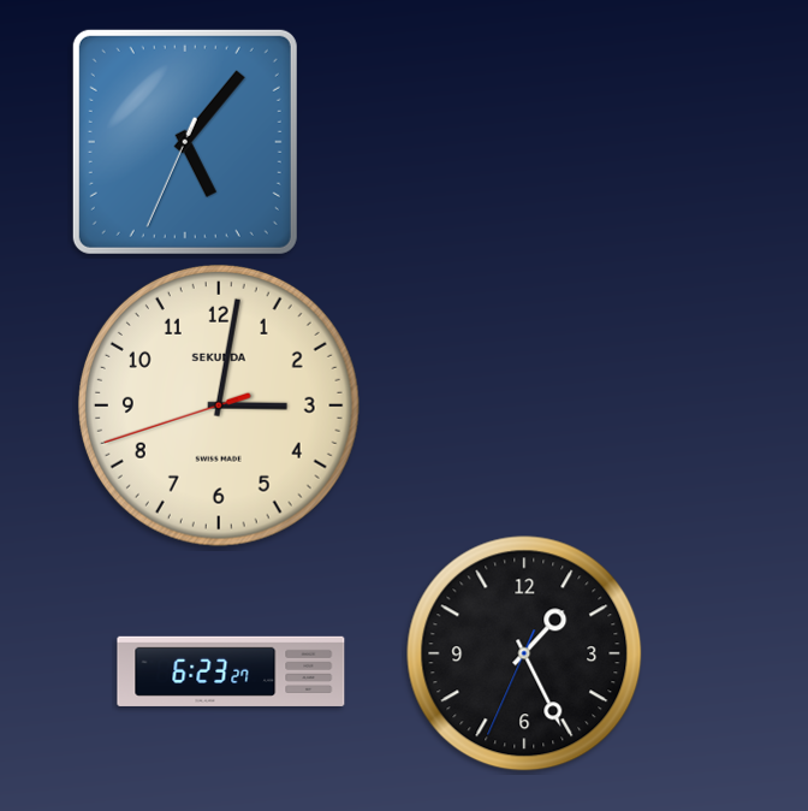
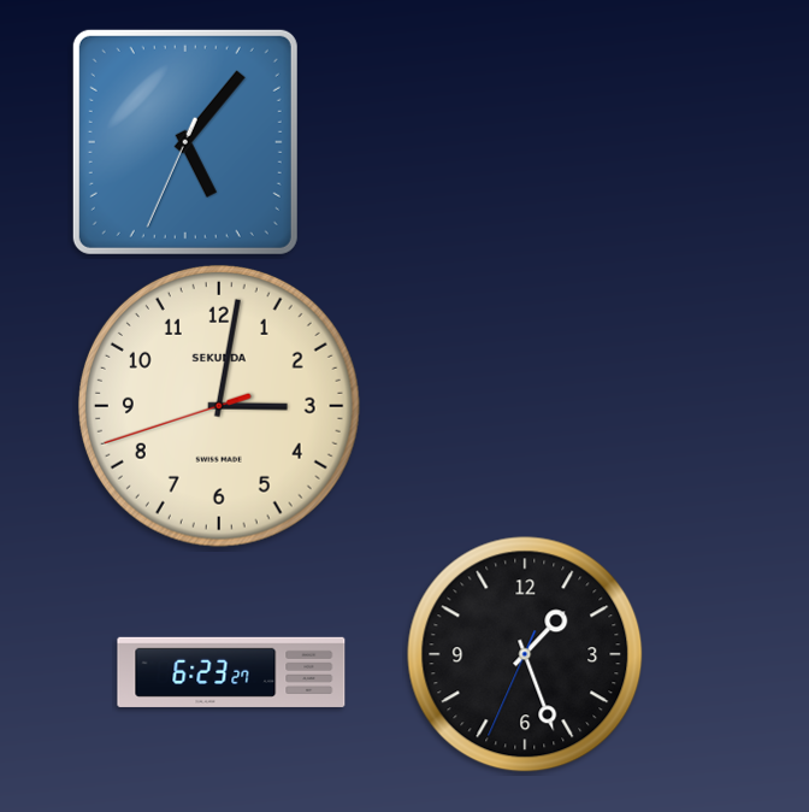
clock at (524, 653): 1:25 -> 1:26
